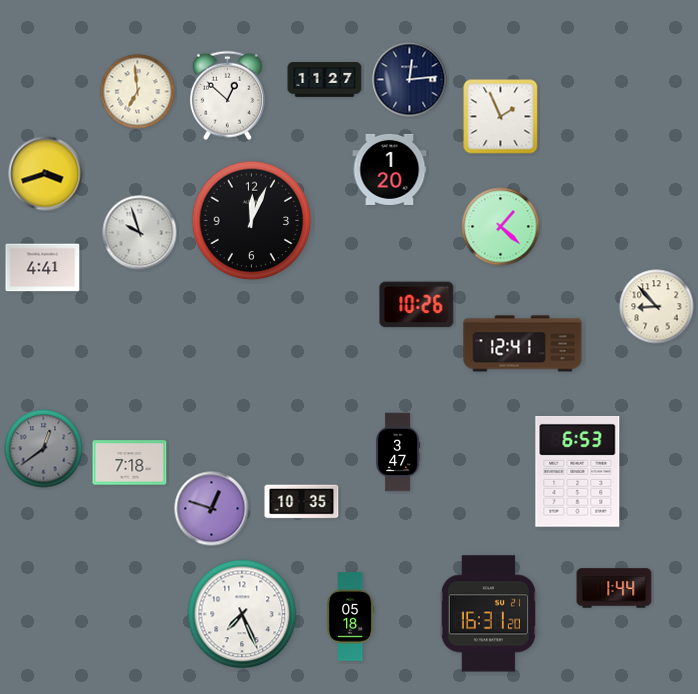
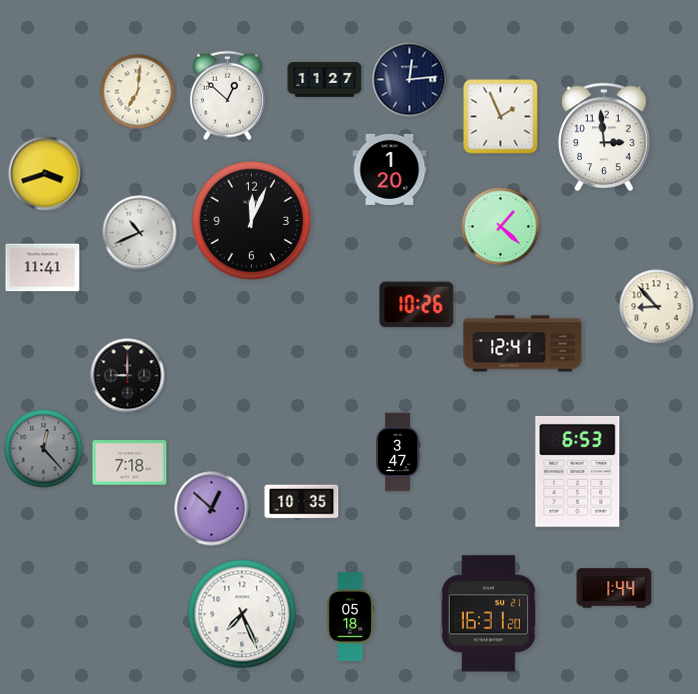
clock at (138, 92): 6:59 -> 7:01
clock at (604, 137): none -> 2:59
clock at (140, 233): 9:57 -> 10:41
clock at (43, 268): 4:41 -> 11:41
clock at (128, 376): none -> 9:00
clock at (44, 449): 12:39 -> 12:23
clock at (212, 509): 12:48 -> 12:52
